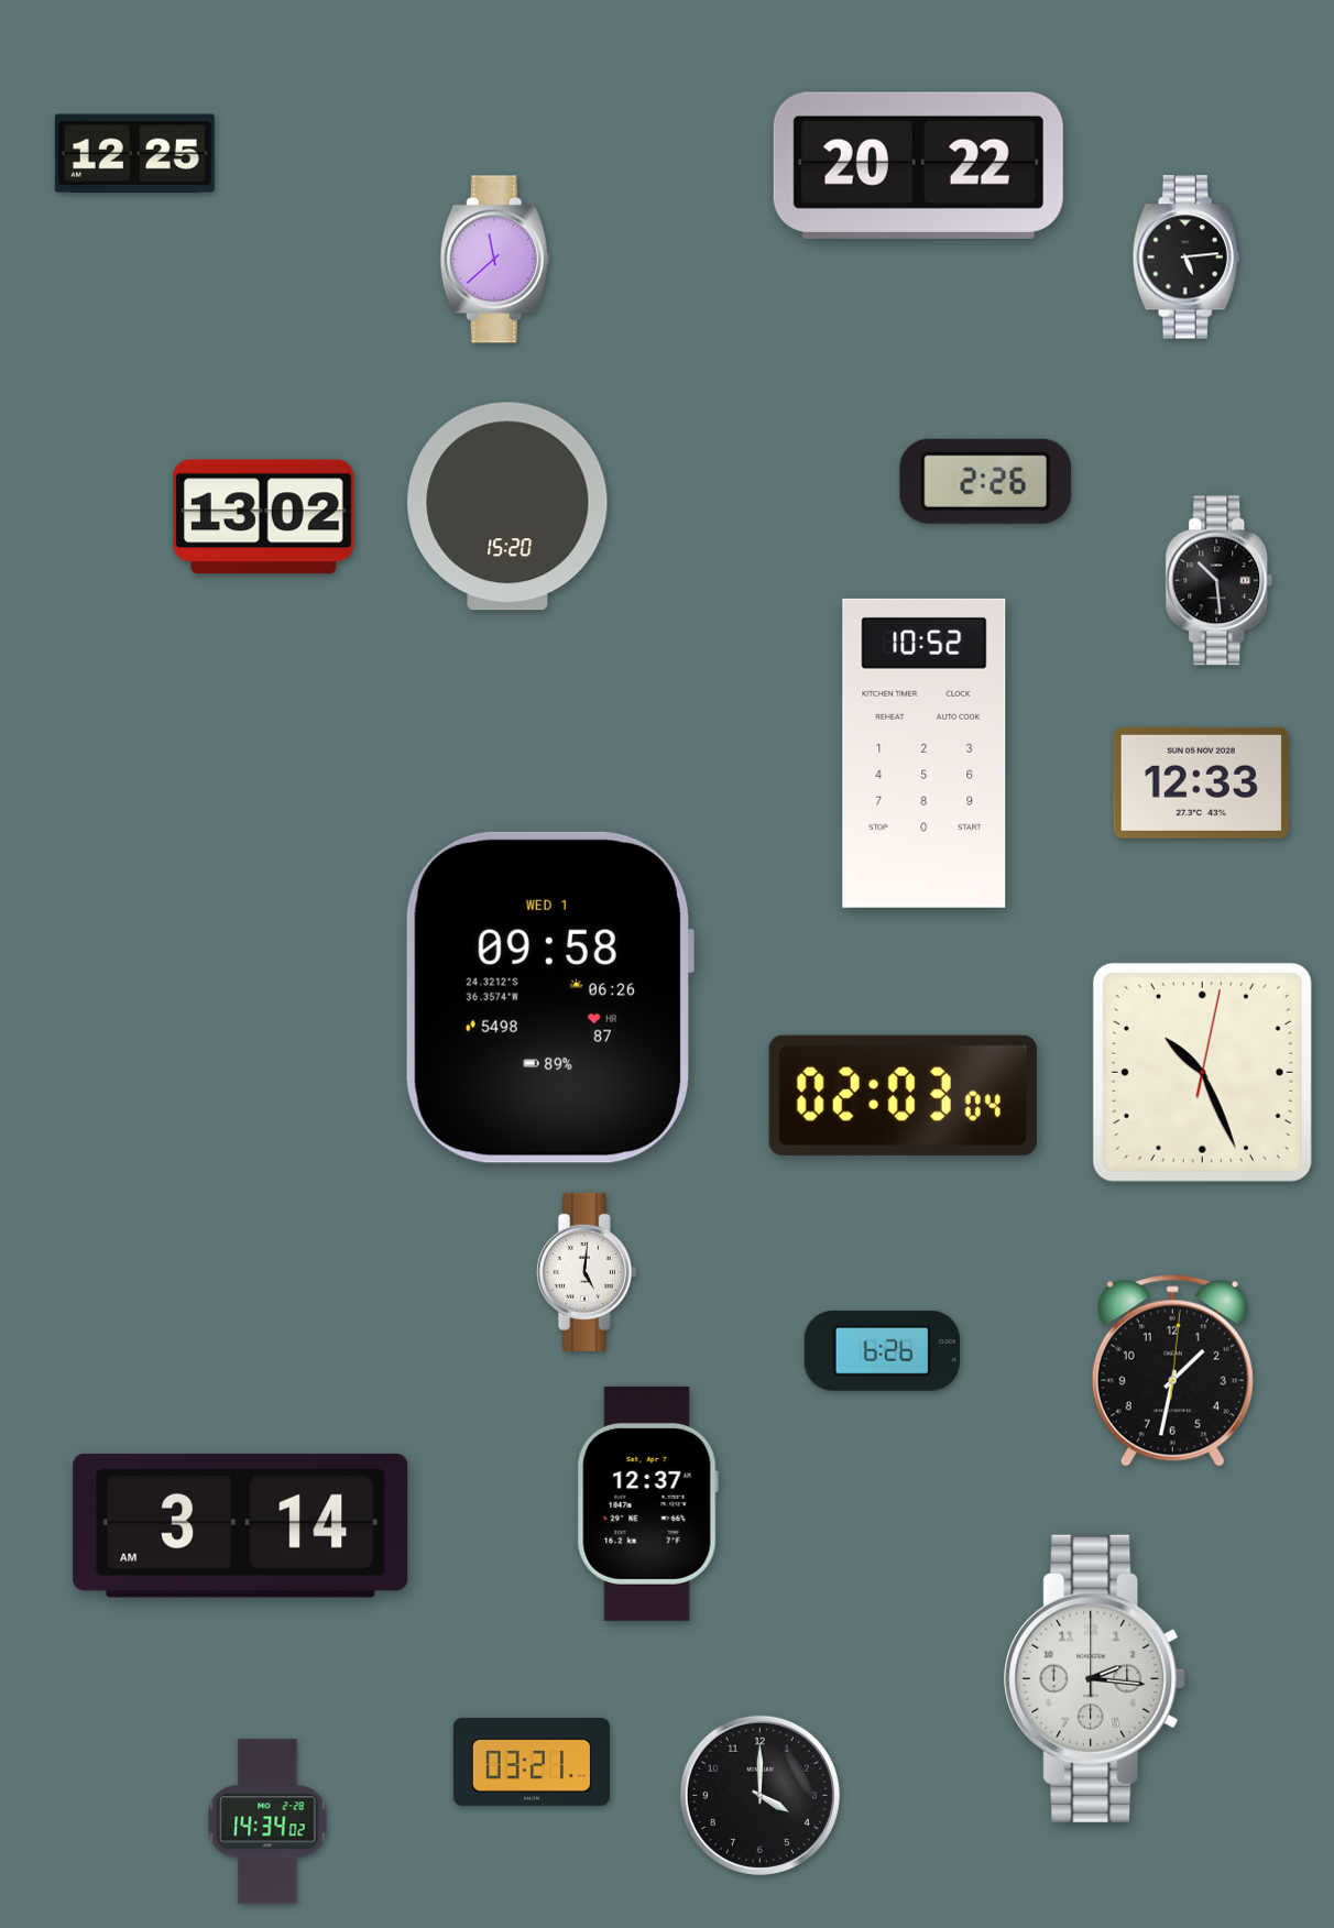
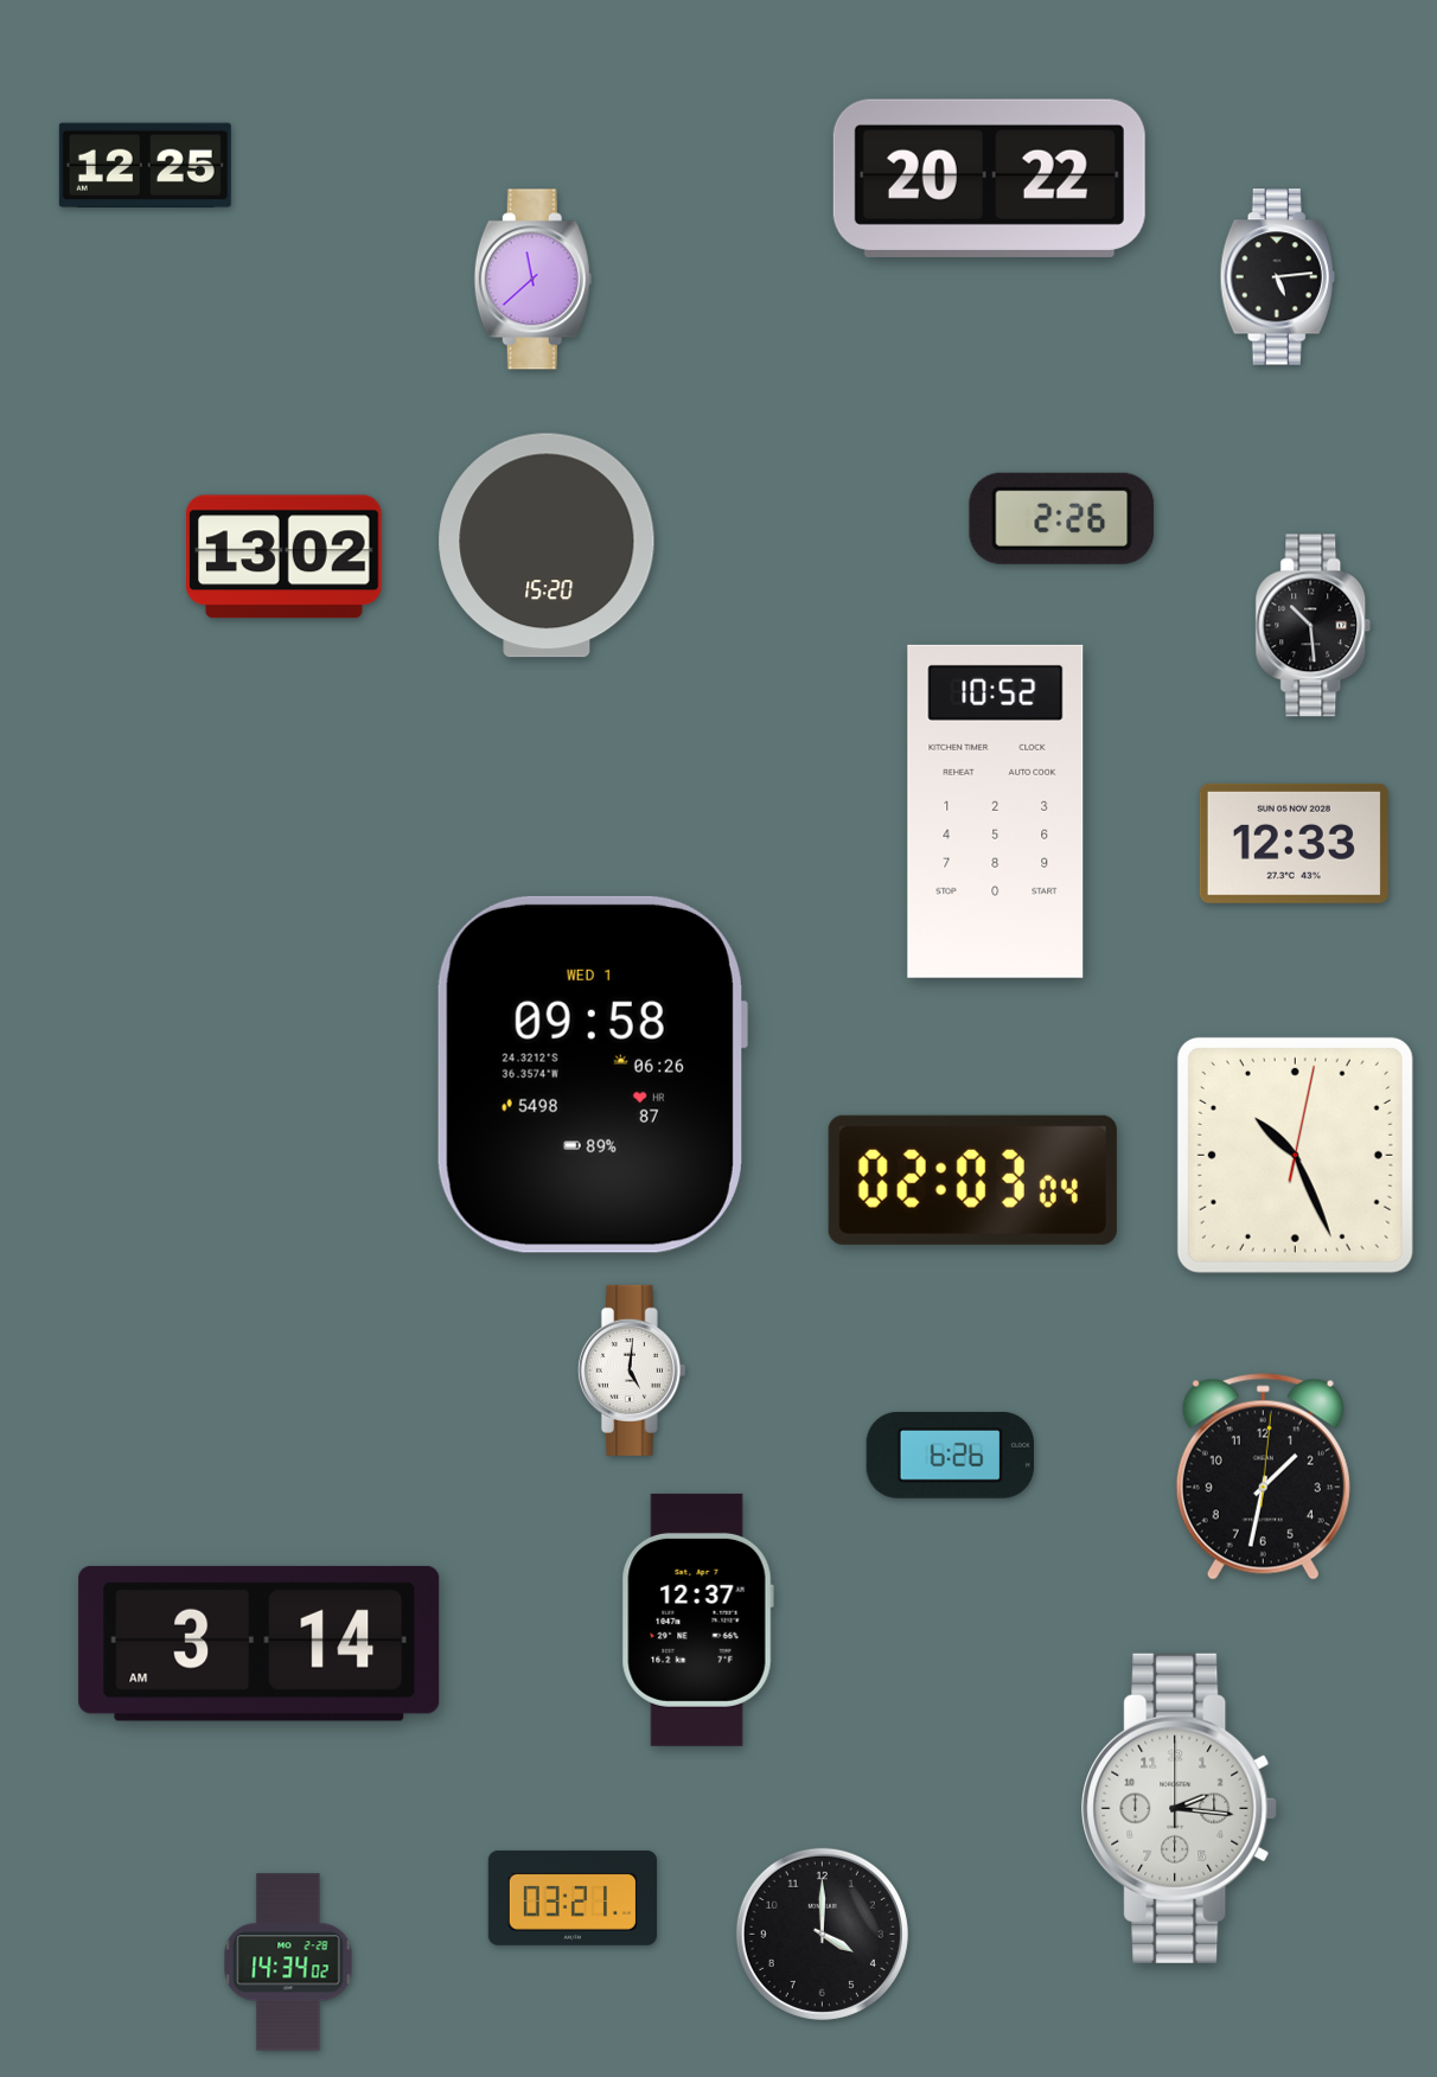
clock at (759, 1795) position: (759, 1795) -> (822, 1934)
